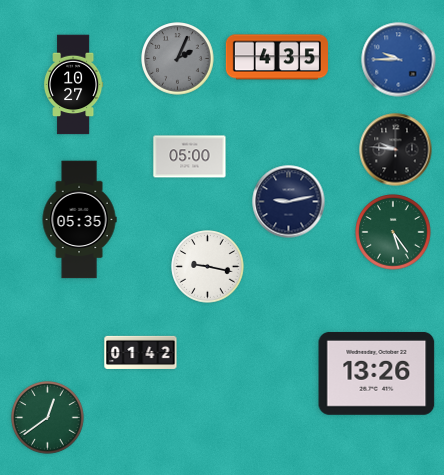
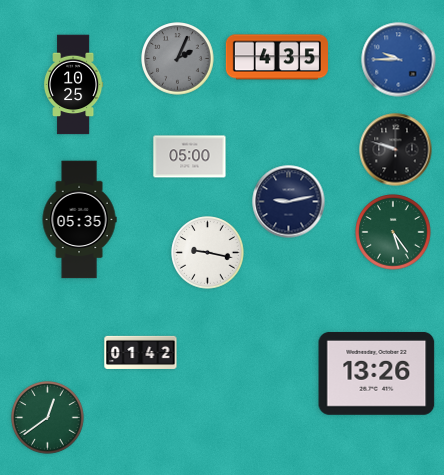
clock at (73, 85): 10:27 -> 10:25
clock at (396, 150): 9:46 -> 9:48
clock at (208, 267) position: (208, 267) -> (208, 253)
